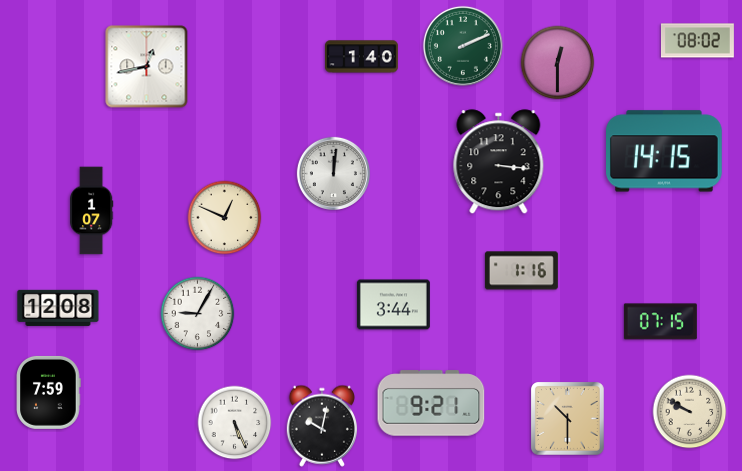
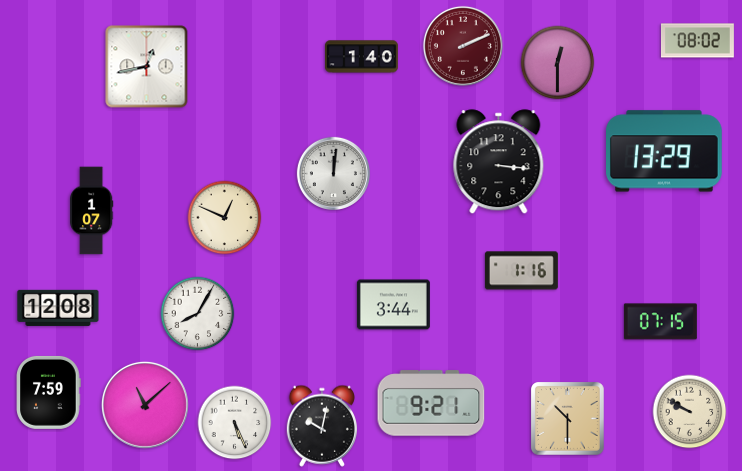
clock at (463, 46) dial: green -> burgundy
clock at (665, 151): 14:15 -> 13:29
clock at (198, 314): 9:05 -> 8:05
clock at (145, 405): none -> 11:08
